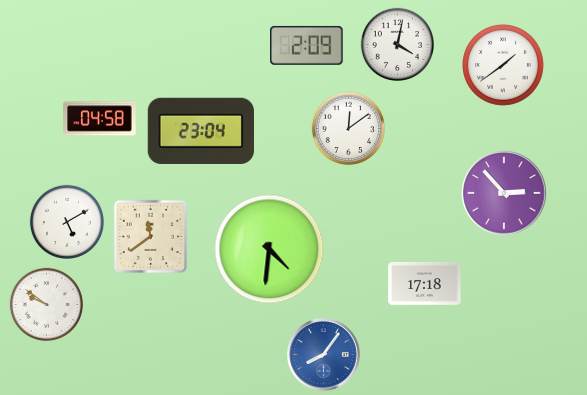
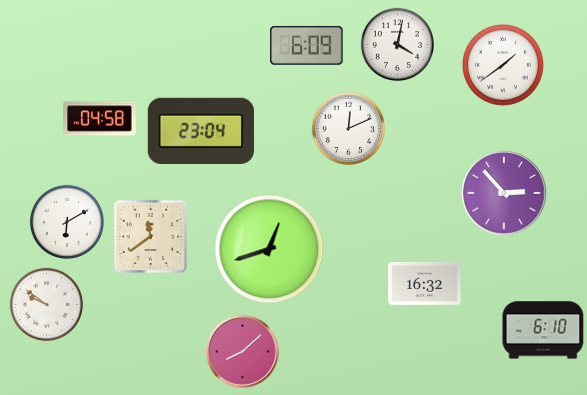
clock at (307, 45): 2:09 -> 6:09
clock at (348, 128): 12:09 -> 12:11
clock at (67, 222): 5:10 -> 6:10
clock at (269, 249): 4:31 -> 12:42
clock at (425, 284): 17:18 -> 16:32
clock at (543, 330): none -> 6:10
clock at (243, 352): none -> 8:08
clock at (324, 355): 8:06 -> none
